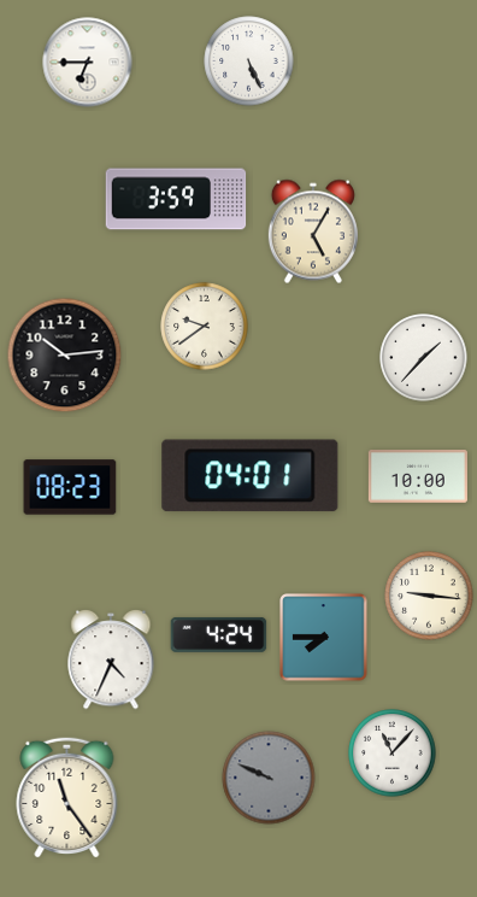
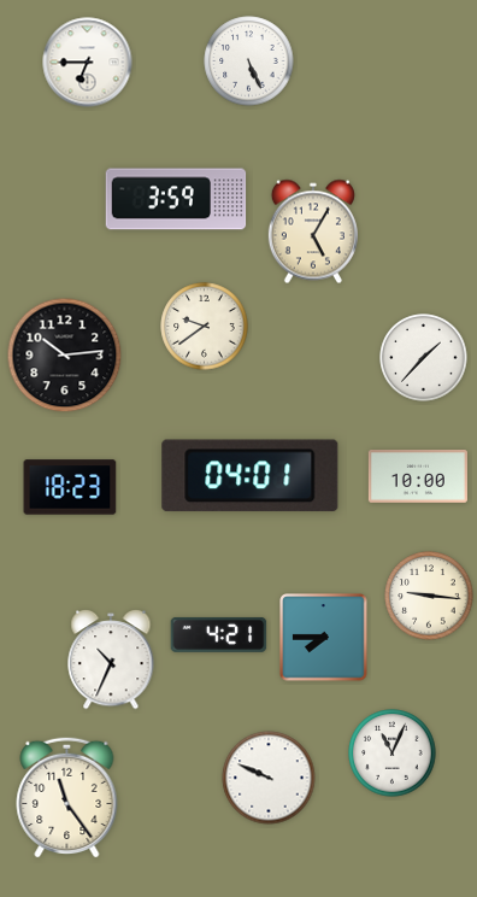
clock at (70, 487): 08:23 -> 18:23
clock at (219, 634): 4:24 -> 4:21
clock at (111, 659): 4:34 -> 10:34
clock at (393, 754): 11:07 -> 11:04
clock at (269, 778) dial: grey -> white
